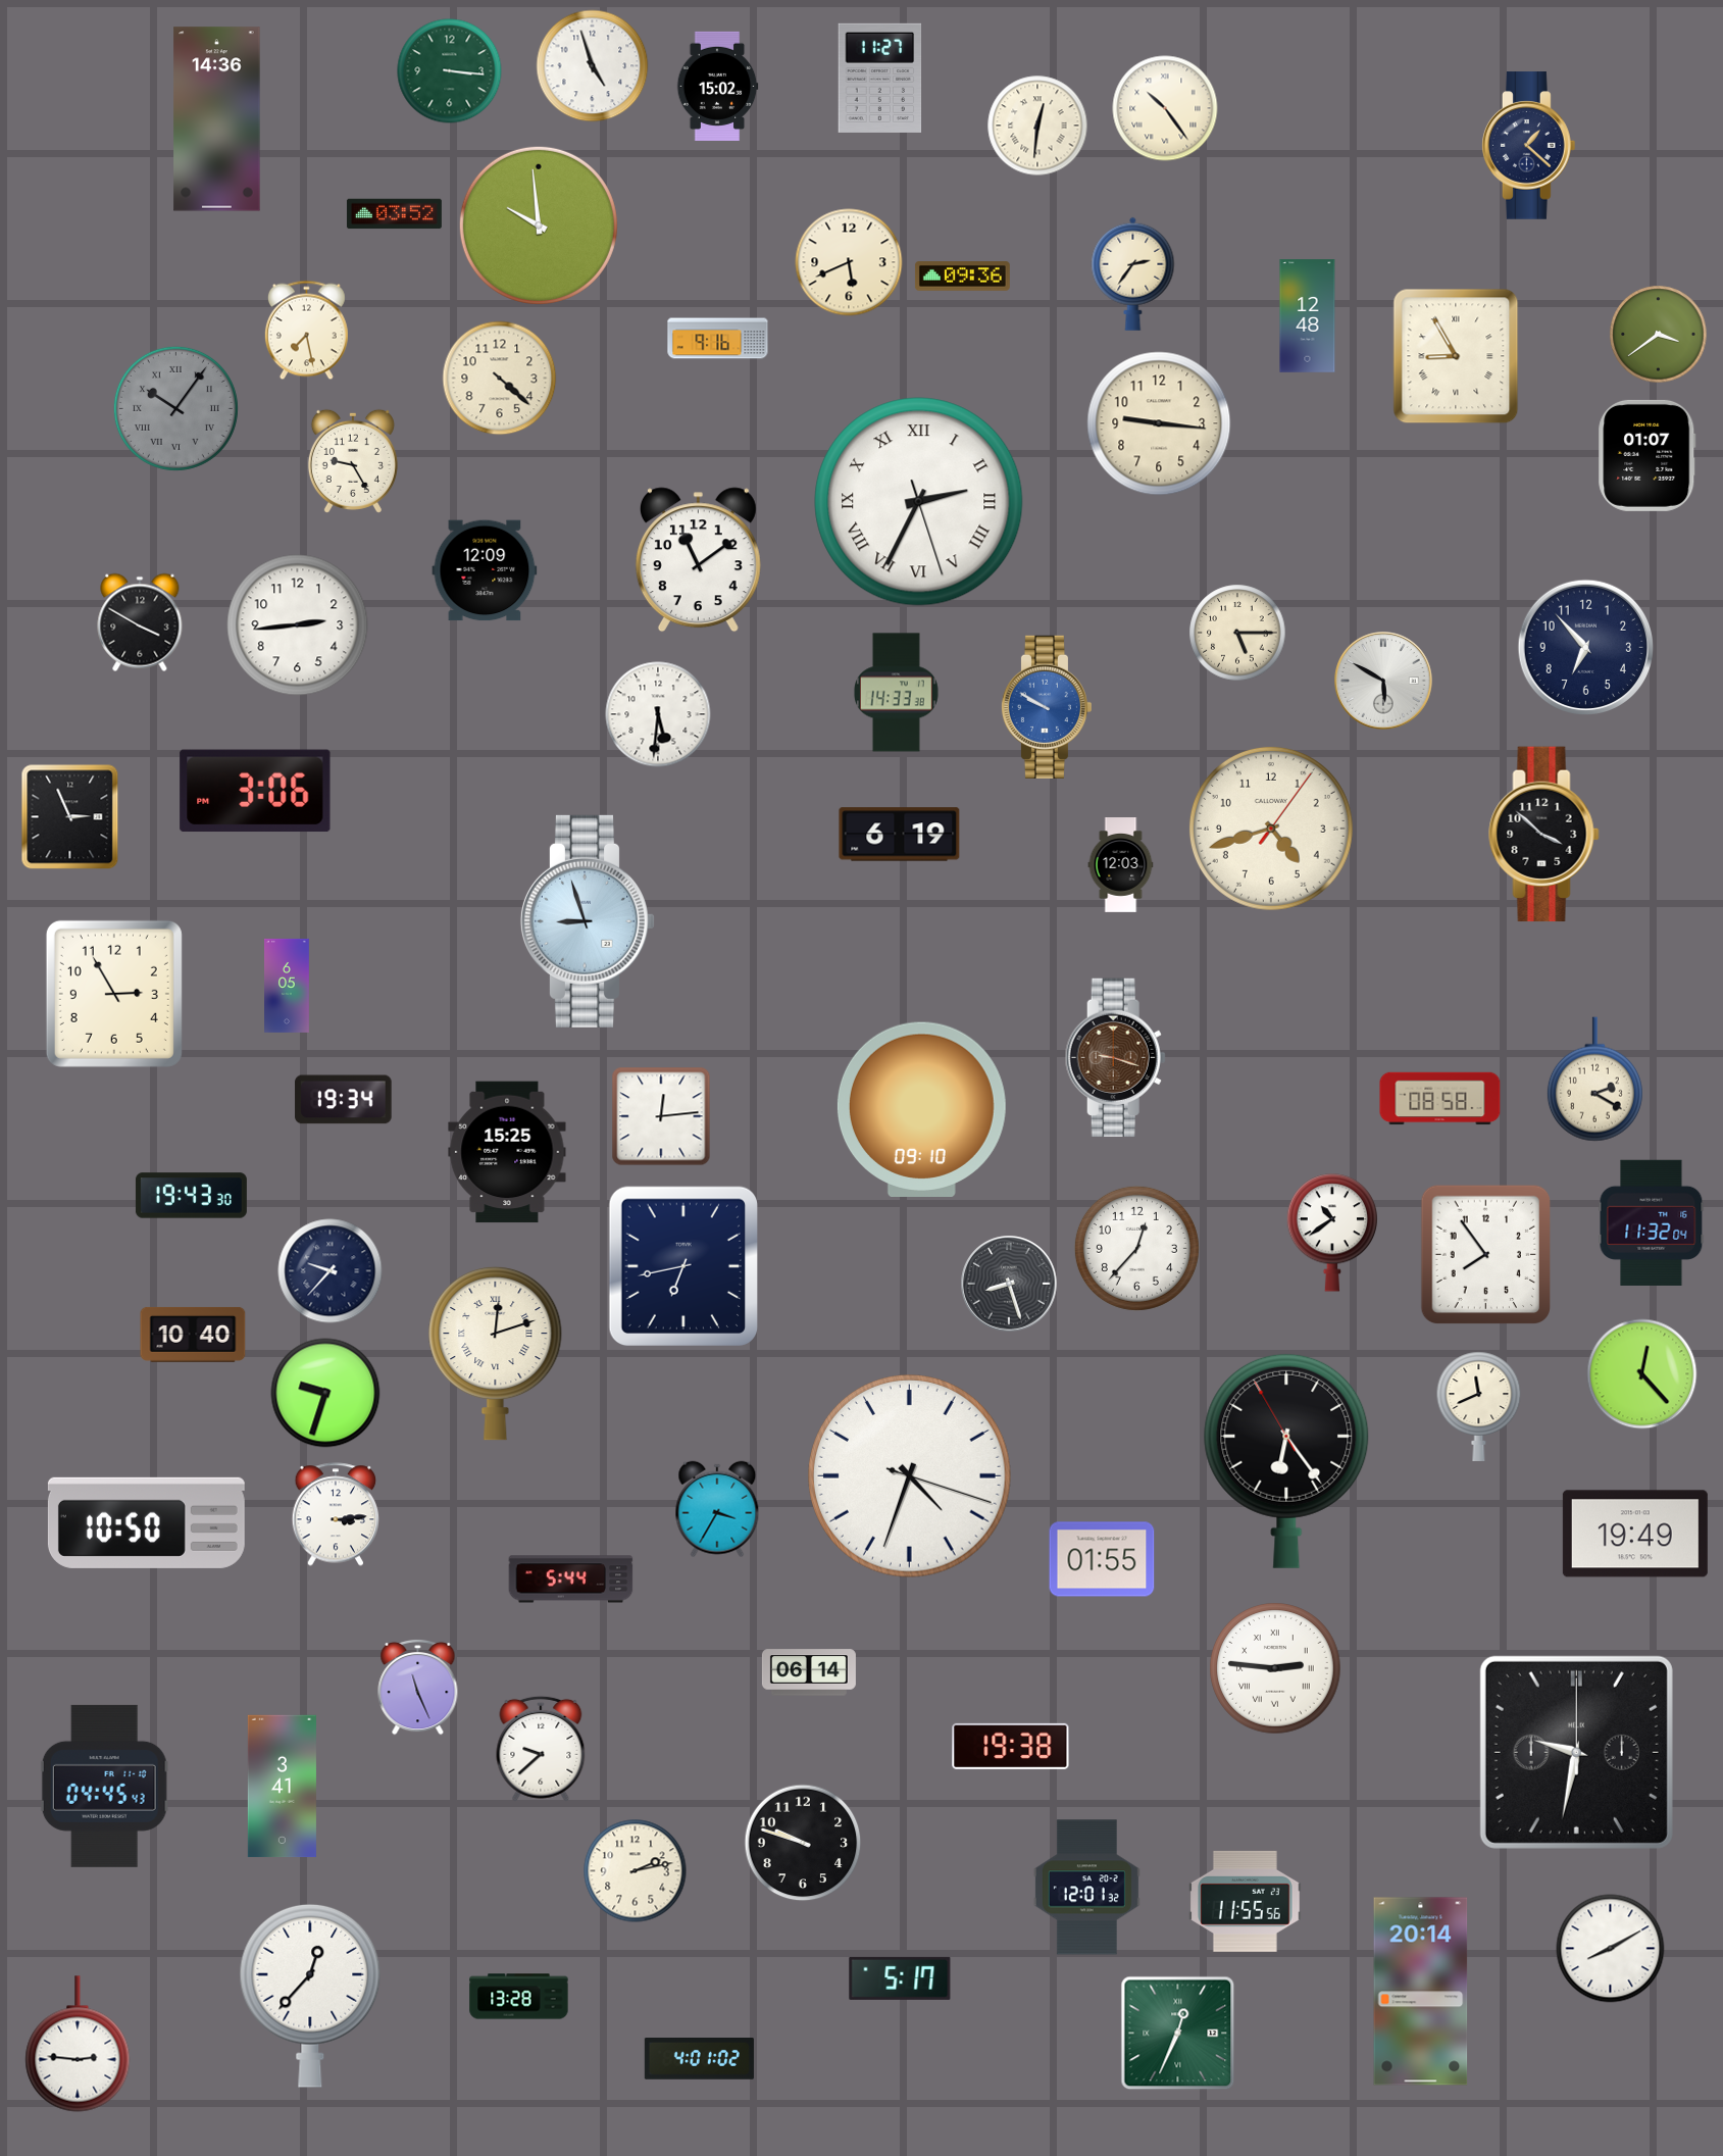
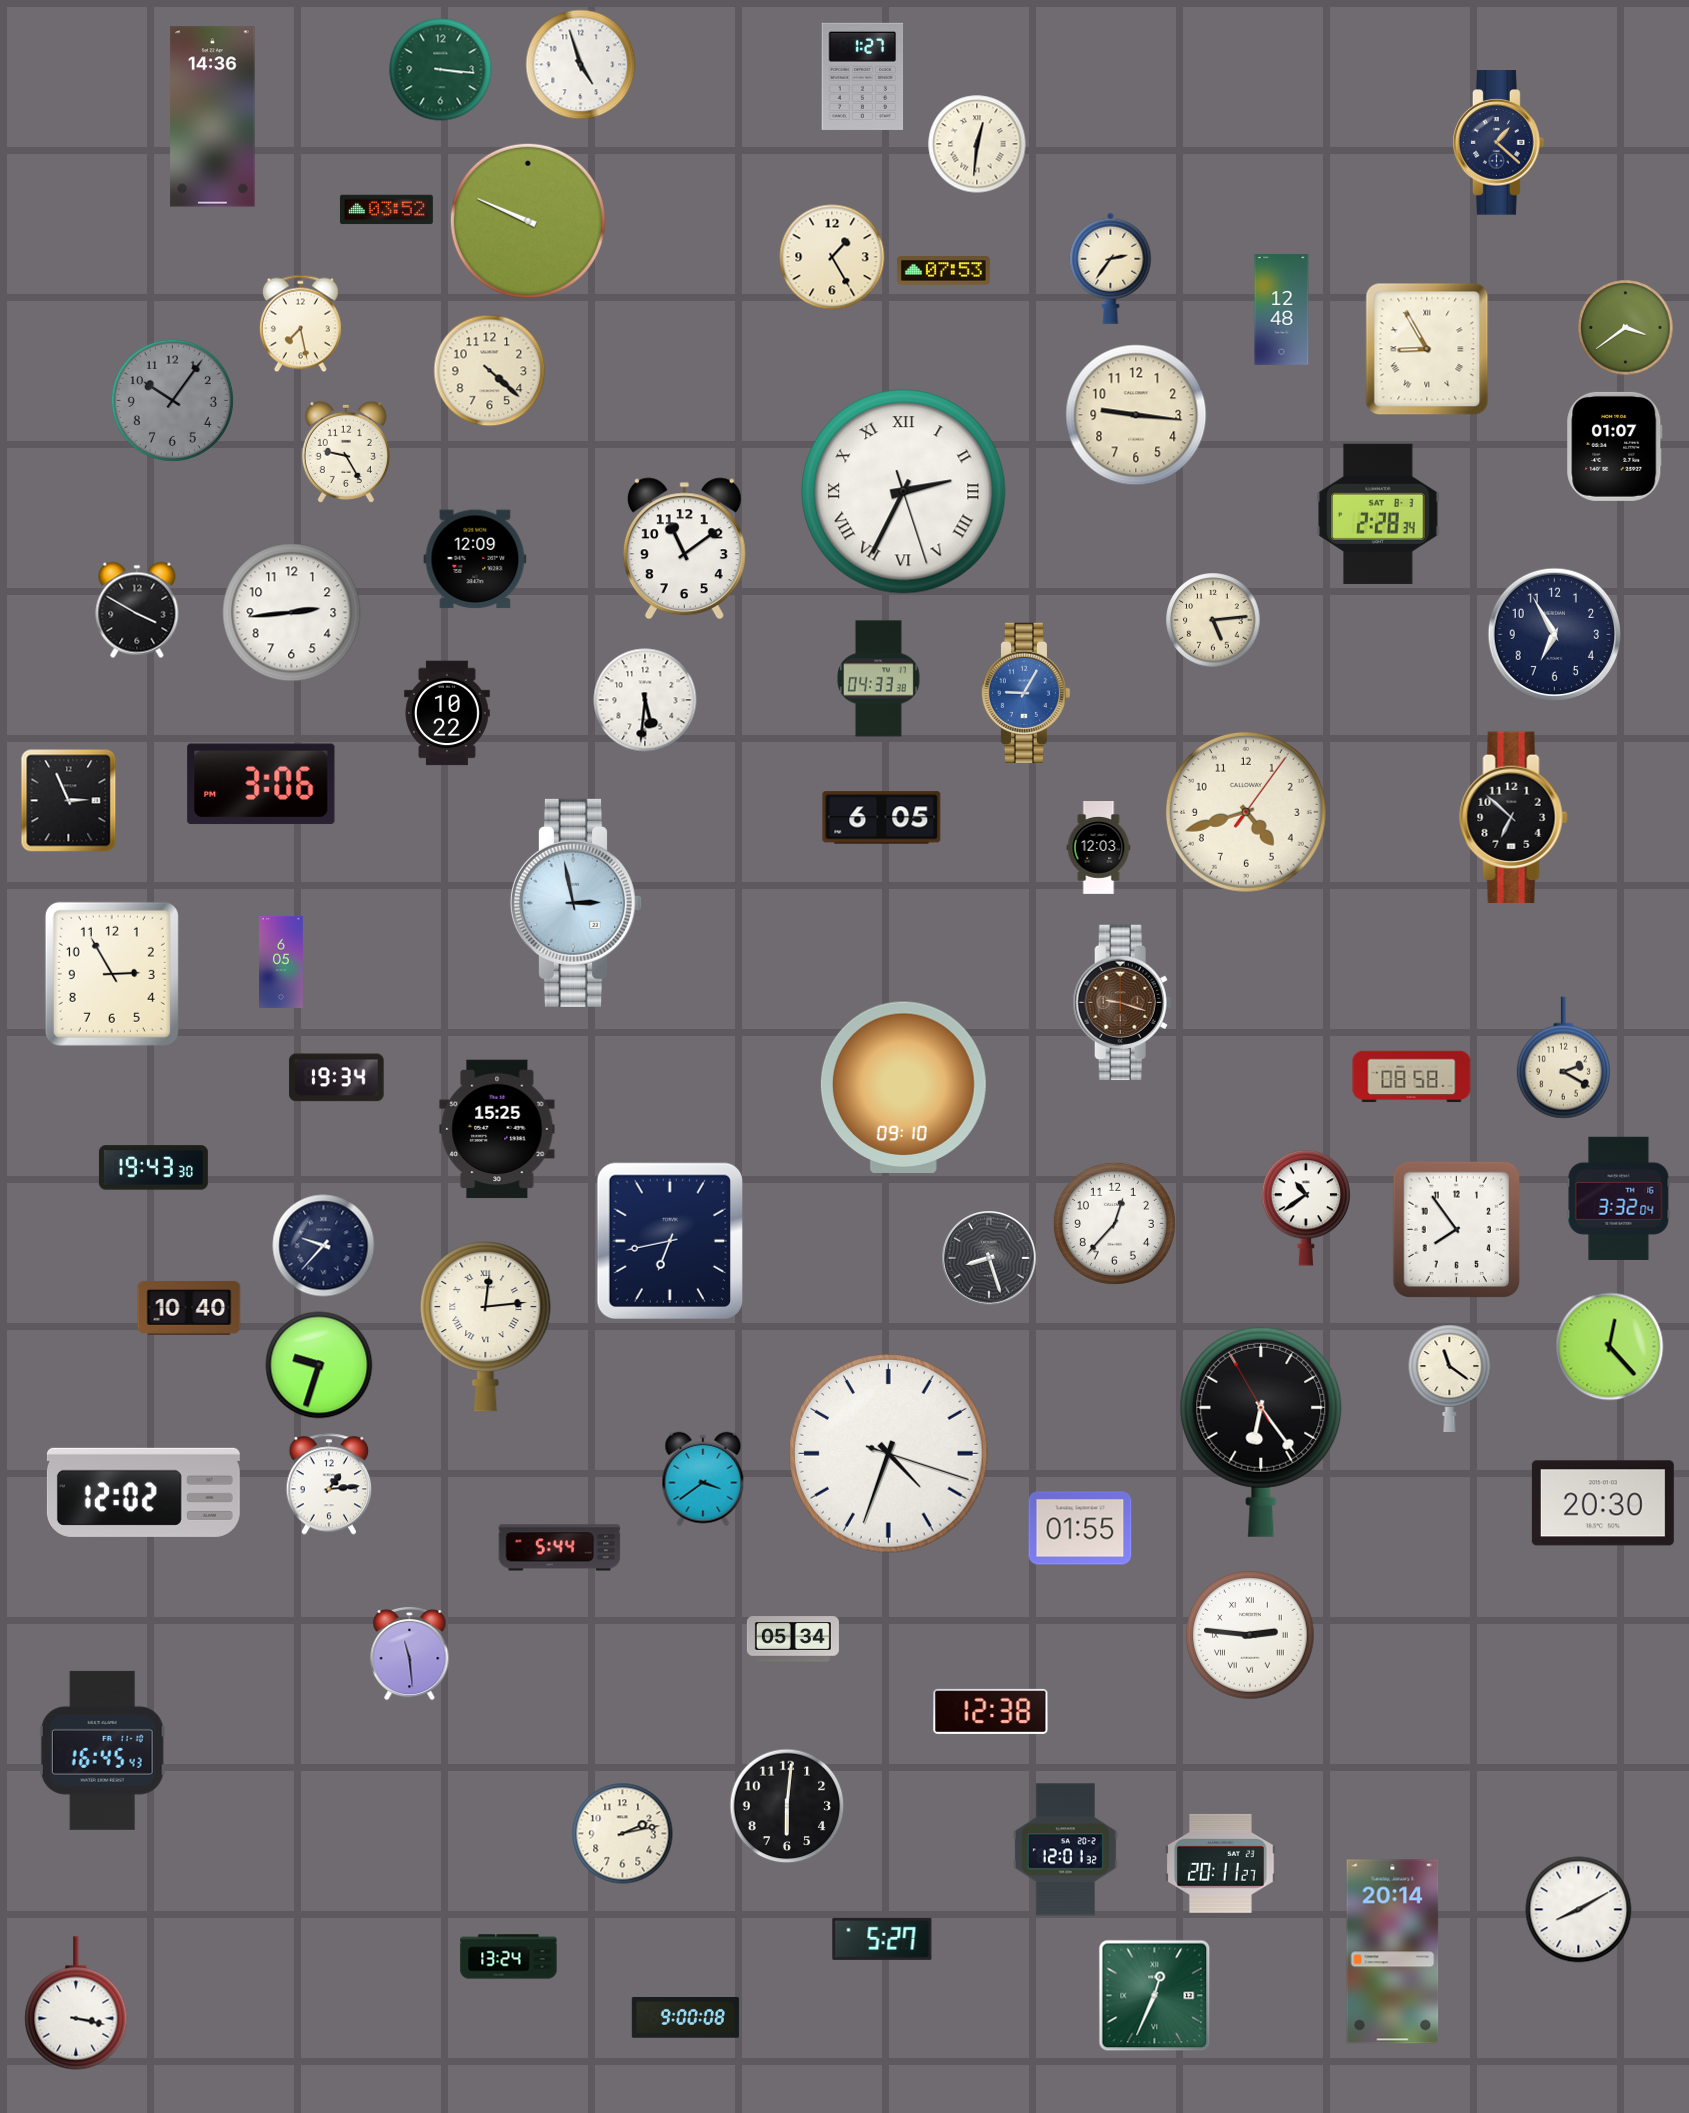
clock at (880, 78): 11:27 -> 1:27
clock at (717, 86): 15:02 -> none
clock at (1165, 108): 10:24 -> none
clock at (1037, 126) position: (1037, 126) -> (977, 144)
clock at (539, 225): 9:59 -> 9:49
clock at (849, 262): 5:41 -> 1:25
clock at (962, 277): 09:36 -> 07:53
clock at (718, 339): 9:16 -> none
clock at (175, 408) numerals: Roman -> Arabic
clock at (919, 502) position: (919, 502) -> (904, 492)
clock at (1378, 514): none -> 2:28
clock at (1237, 633): 5:15 -> 5:14
clock at (1586, 648): 6:53 -> 6:55
clock at (1383, 681): 5:50 -> none
clock at (896, 693): 14:33 -> 04:33
clock at (1046, 707): 9:50 -> 9:05
clock at (447, 713): none -> 10:22
clock at (255, 791) position: (255, 791) -> (261, 784)
clock at (900, 835): 6:19 -> 6:05
clock at (1544, 835): 3:52 -> 6:52
clock at (588, 921): 8:57 -> 2:58
clock at (288, 986) position: (288, 986) -> (282, 962)
clock at (1115, 1058) position: (1115, 1058) -> (1122, 1003)
clock at (661, 1116): 12:14 -> none
clock at (191, 1196) position: (191, 1196) -> (153, 1168)
clock at (1652, 1222): 11:32 -> 3:32
clock at (496, 1353): 12:12 -> 12:14
clock at (1479, 1406): 11:41 -> 11:21
clock at (910, 1476) position: (910, 1476) -> (889, 1454)
clock at (717, 1509): 3:35 -> 3:39
clock at (336, 1514): 3:14 -> 1:14
clock at (146, 1522): 10:50 -> 12:02
clock at (1635, 1534): 19:49 -> 20:30
clock at (809, 1672): 06:14 -> 05:34
clock at (418, 1687): 11:26 -> 11:29
clock at (1011, 1746): 19:38 -> 12:38
clock at (541, 1749): 9:38 -> none
clock at (1576, 1752): 9:32 -> none
clock at (104, 1786): 04:45 -> 16:45
clock at (282, 1787): 3:41 -> none
clock at (803, 1843): 9:48 -> 6:01
clock at (1246, 1901): 11:55 -> 20:11
clock at (900, 1978): 5:17 -> 5:27
clock at (310, 1996): 12:37 -> none
clock at (519, 1997): 13:28 -> 13:24
clock at (1178, 2034) position: (1178, 2034) -> (1155, 1996)
clock at (78, 2044): 2:46 -> 3:17
clock at (699, 2059): 4:01 -> 9:00
